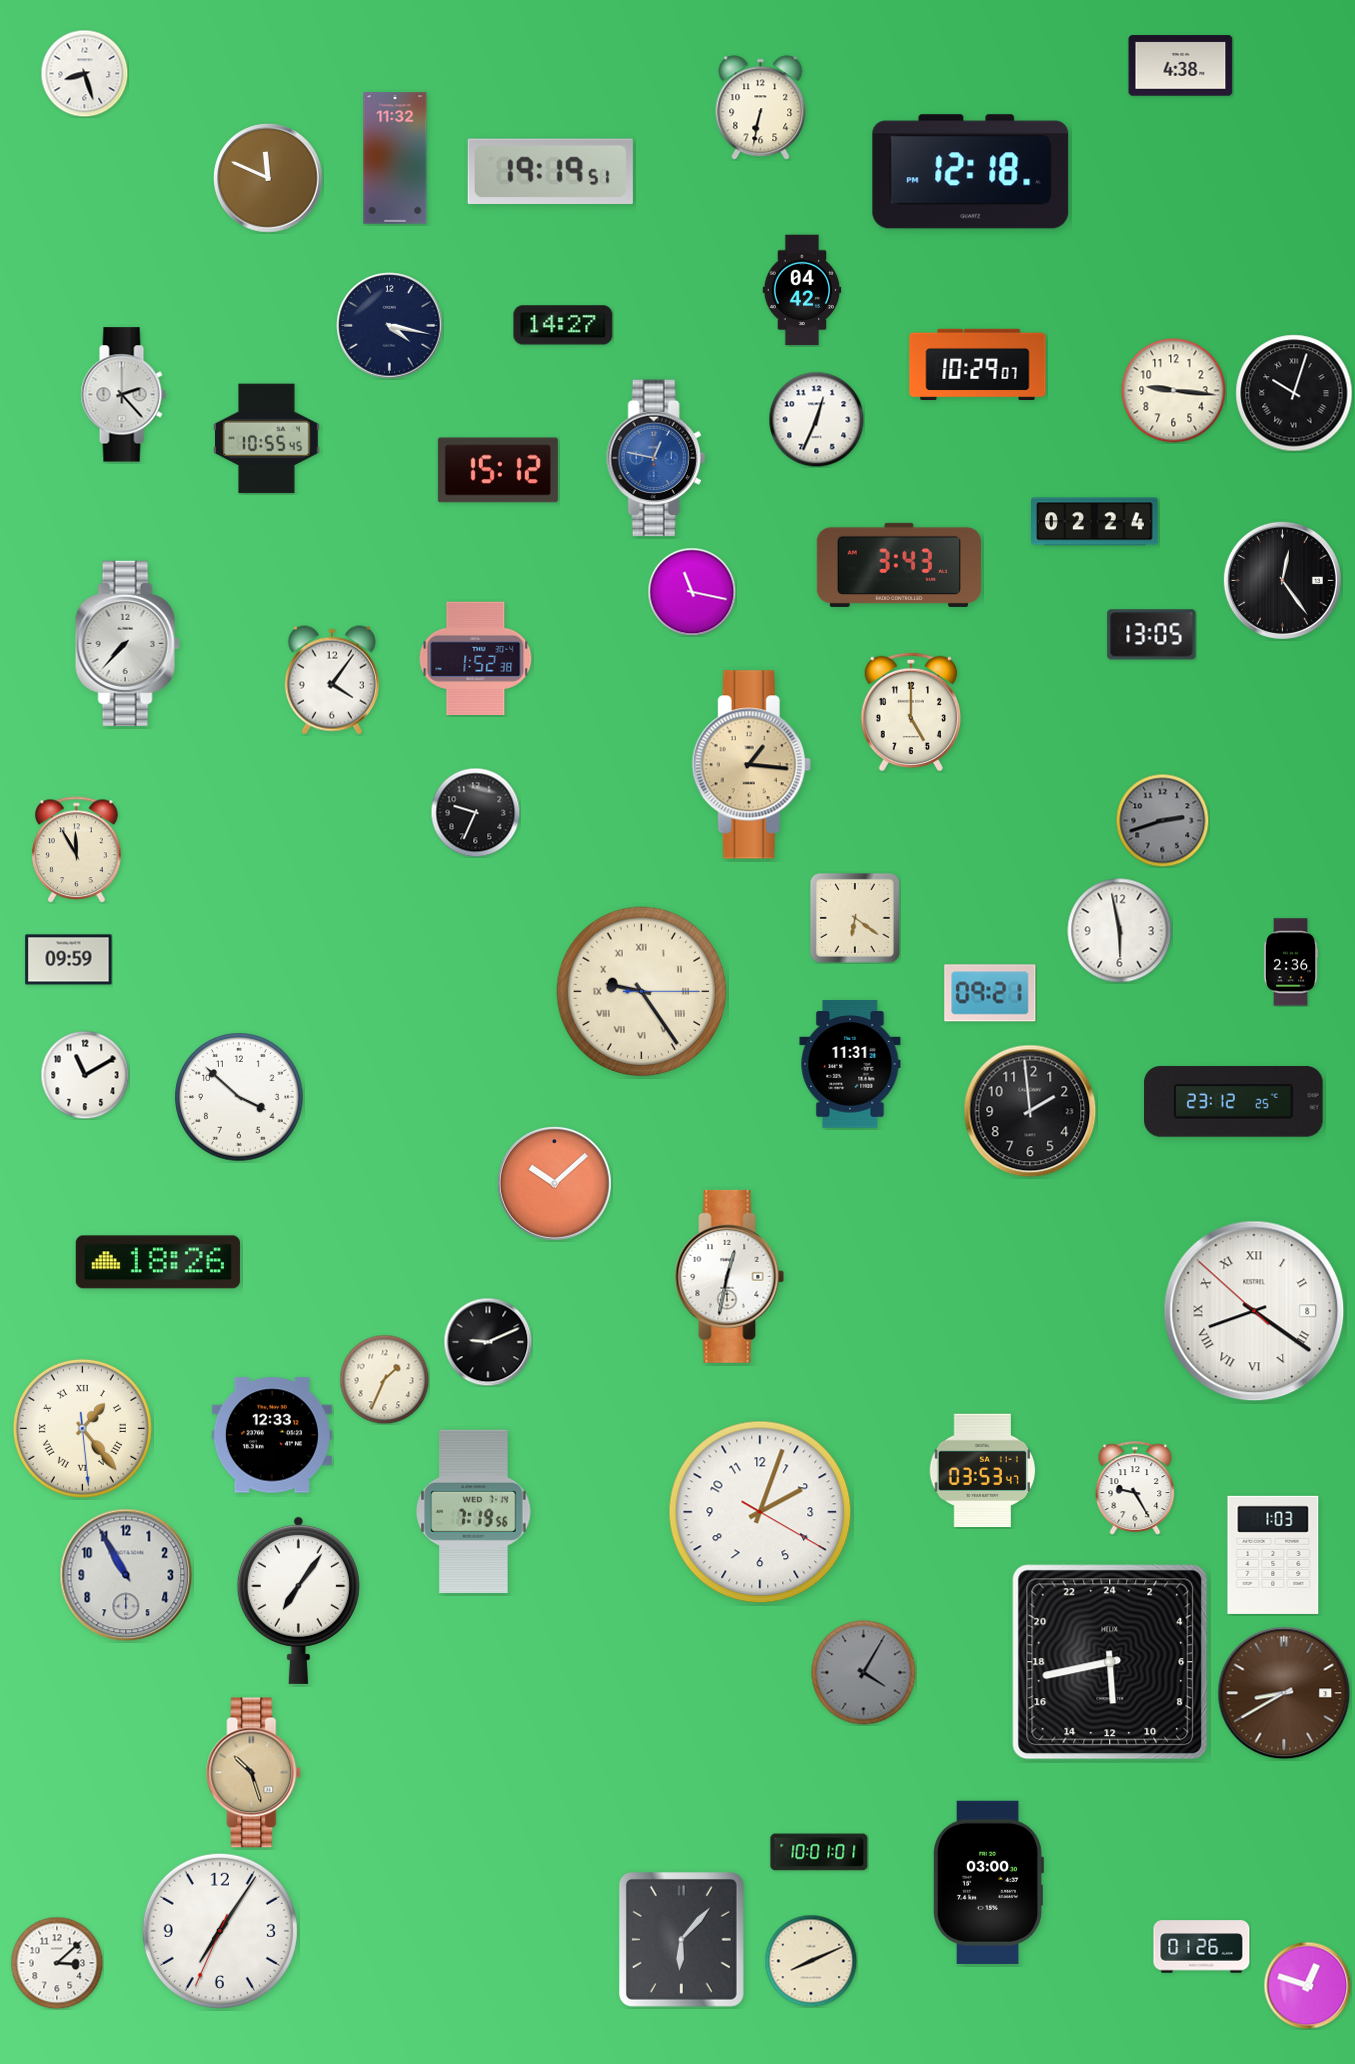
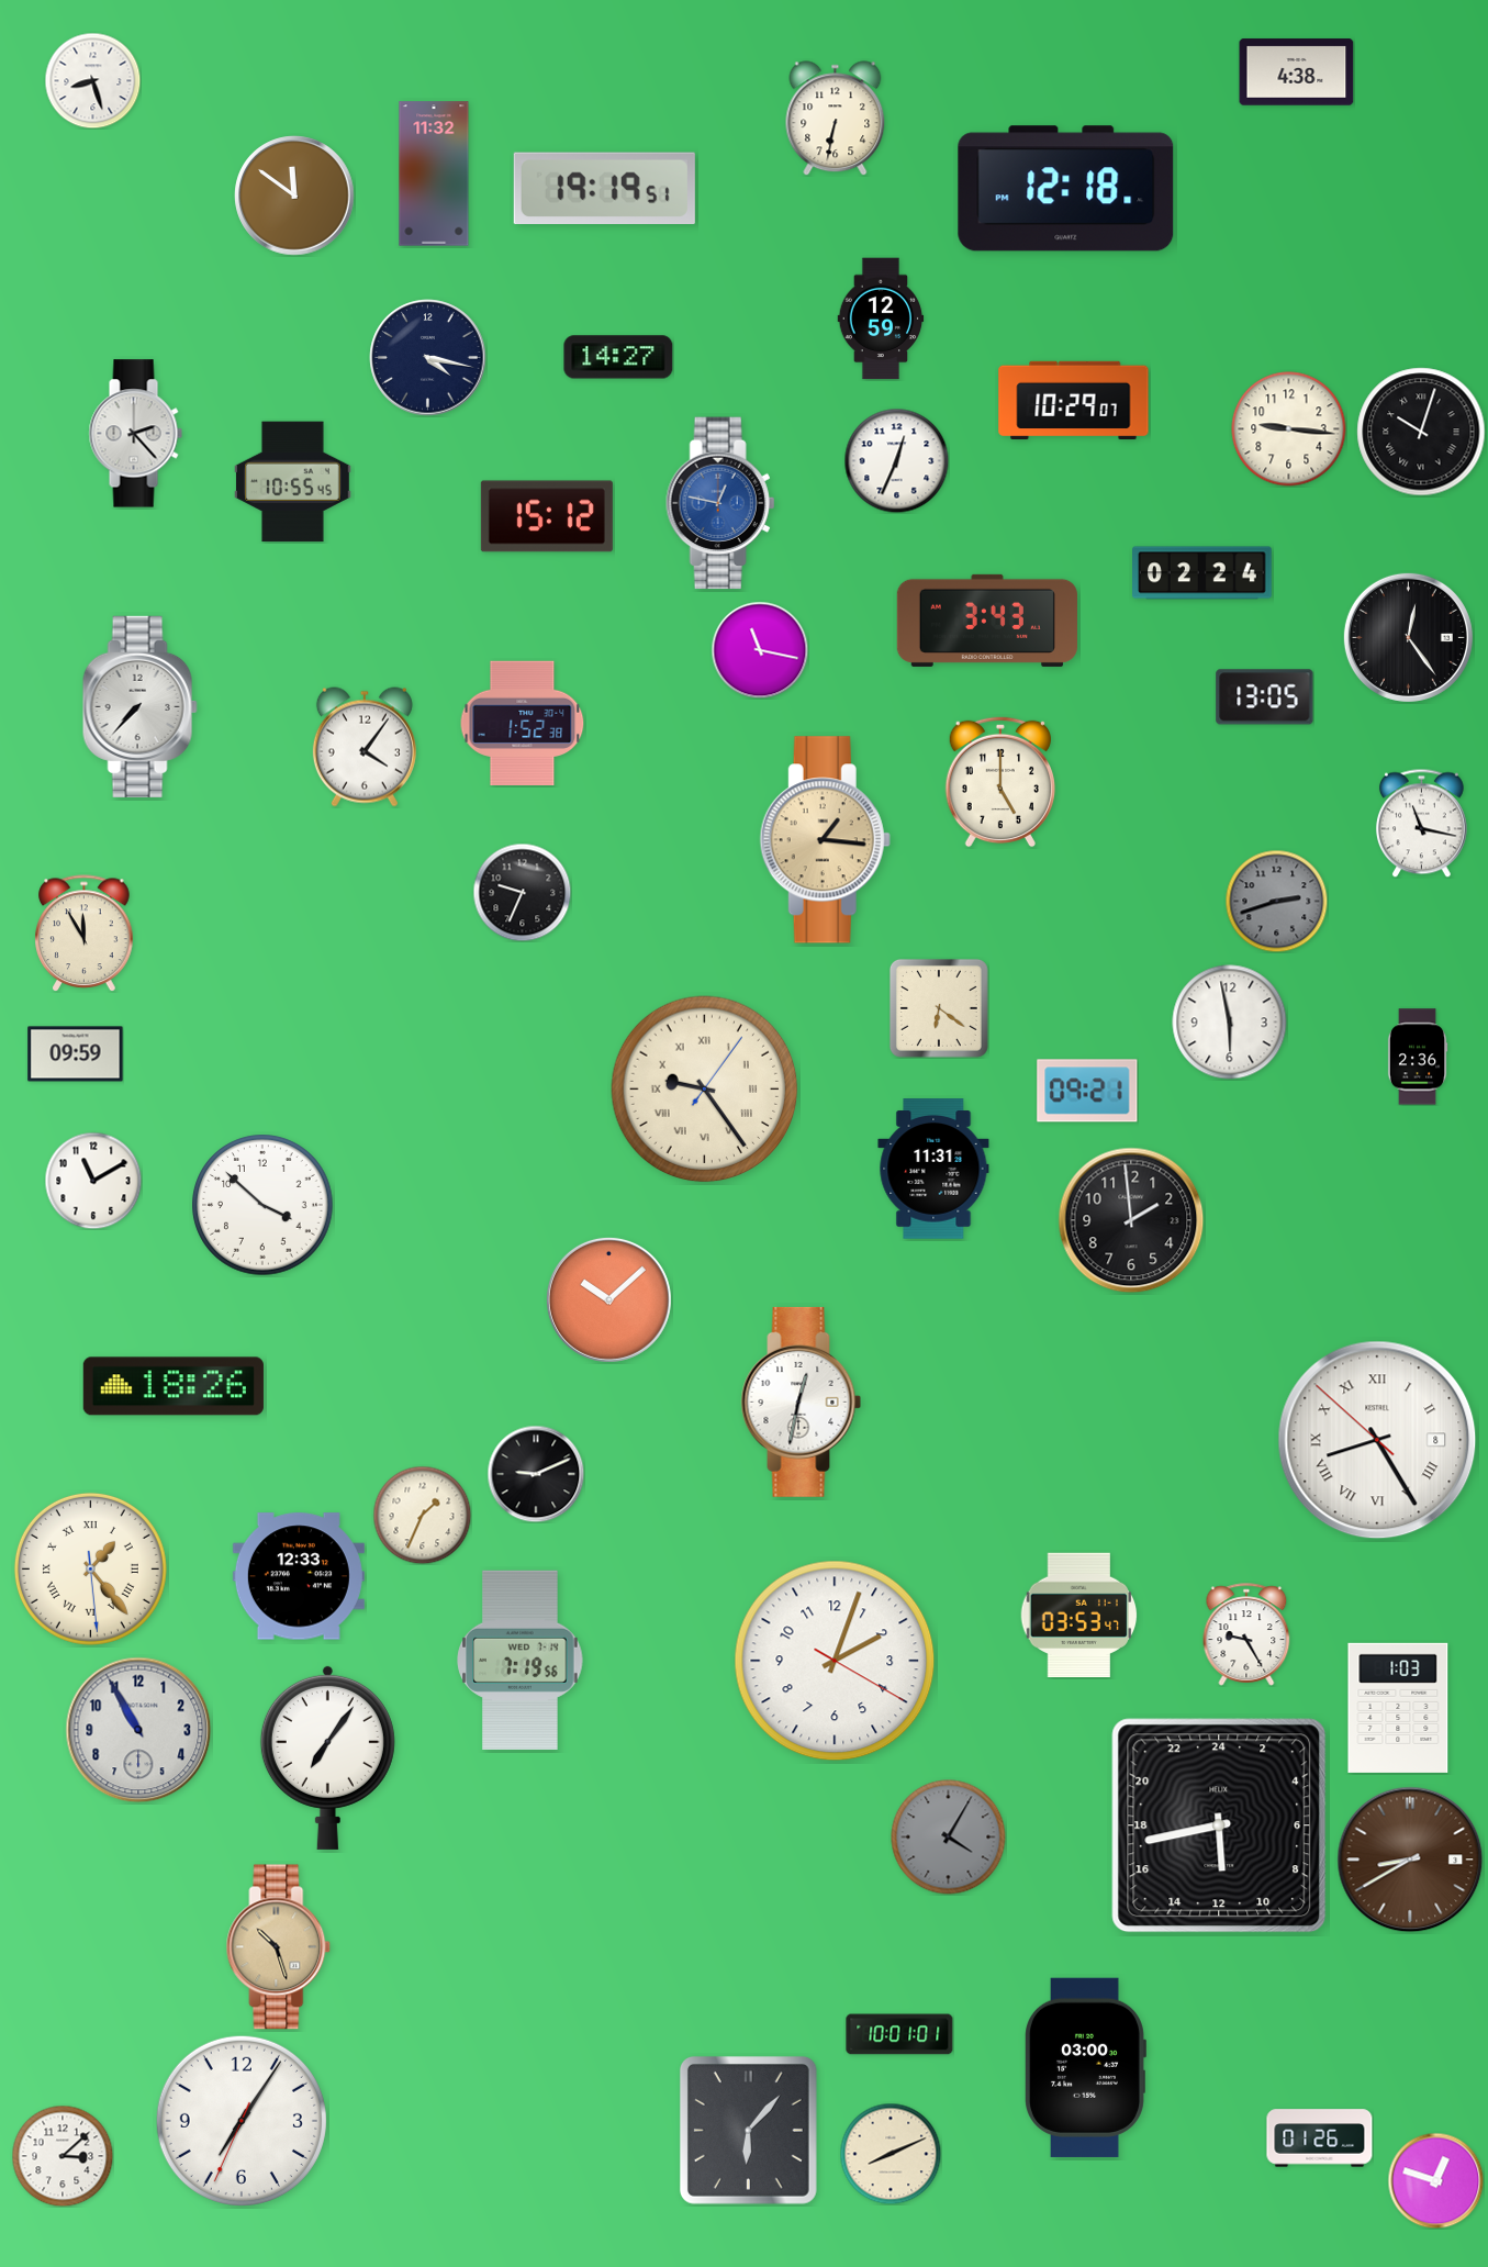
clock at (268, 178): 11:49 -> 11:51
clock at (802, 290): 04:42 -> 12:59
clock at (1421, 823): none -> 11:17
clock at (642, 992): 9:24:15 -> 9:24:06
clock at (1234, 1102): 23:12 -> none
clock at (1254, 1311): 8:20 -> 8:24
